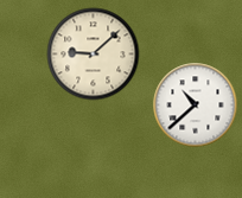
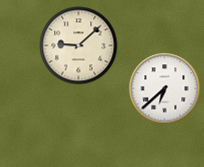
clock at (196, 106): 10:38 -> 6:38
